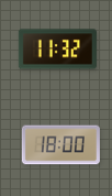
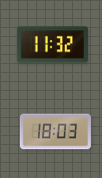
clock at (60, 145): 18:00 -> 18:03
